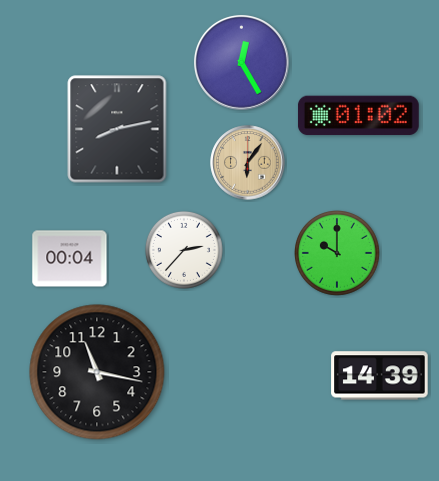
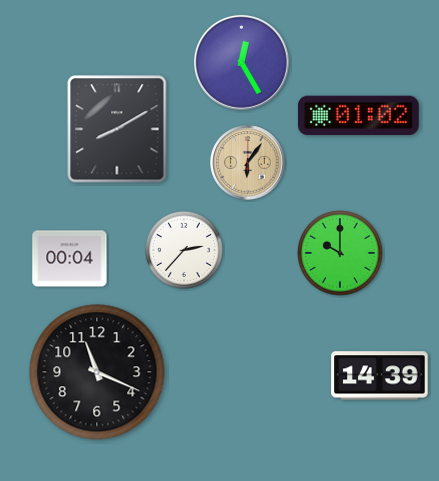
clock at (117, 129): 8:13 -> 8:10
clock at (338, 254) position: (338, 254) -> (341, 254)
clock at (97, 372): 11:17 -> 11:19
